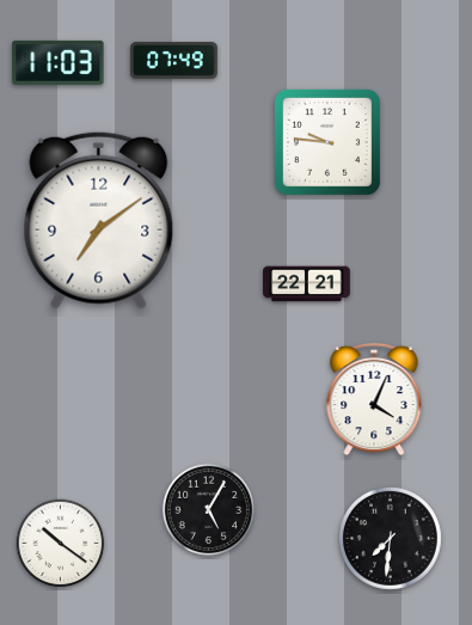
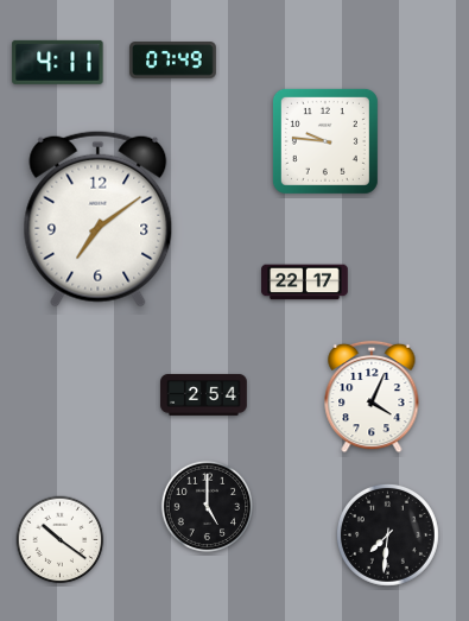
clock at (59, 62): 11:03 -> 4:11
clock at (307, 284): 22:21 -> 22:17
clock at (204, 394): none -> 2:54
clock at (209, 510): 5:05 -> 5:00
